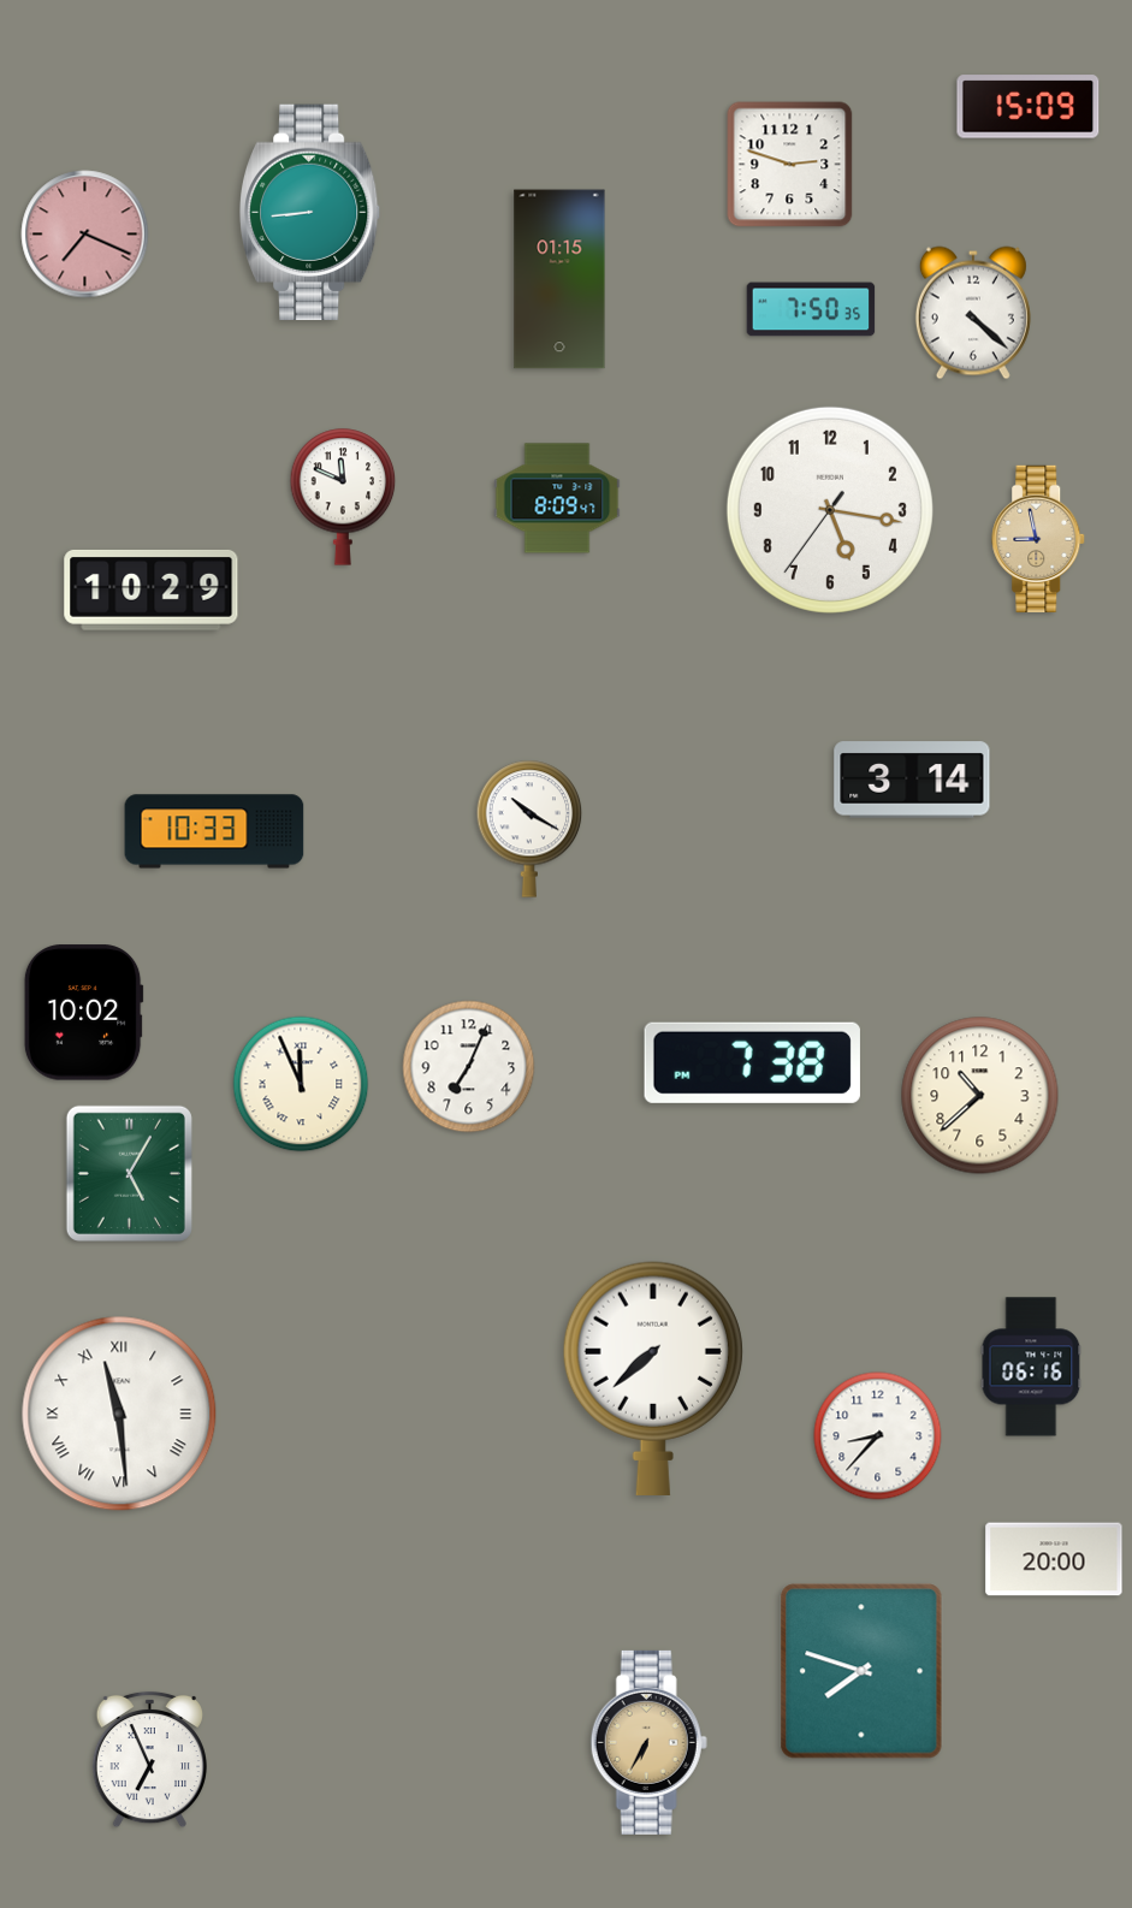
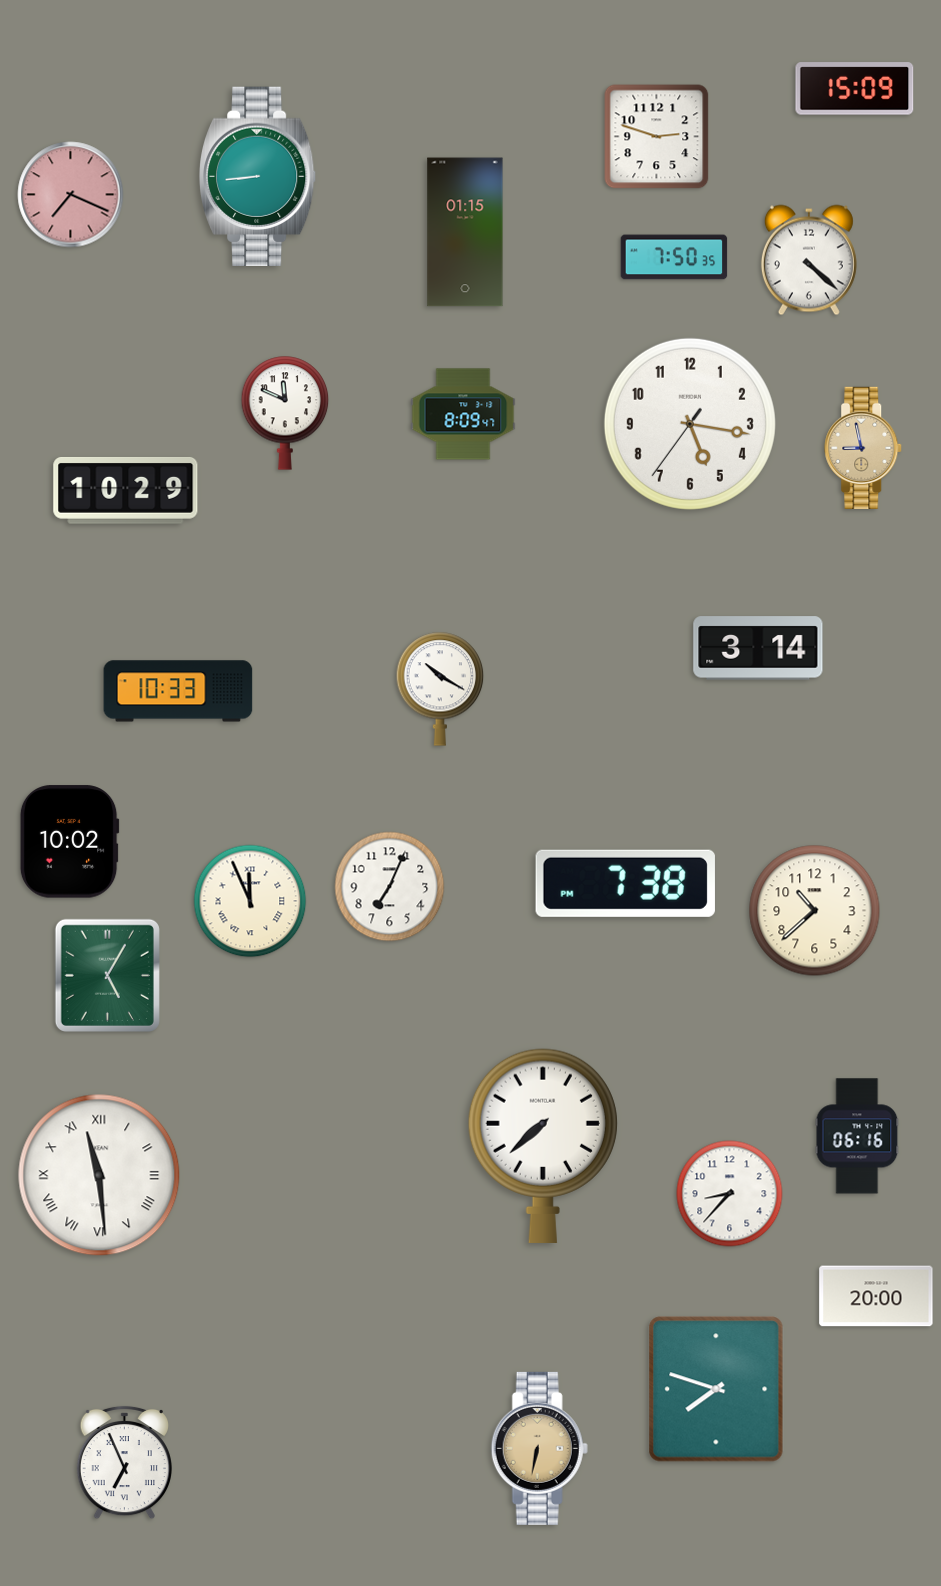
clock at (648, 1742): 6:35 -> 6:32
